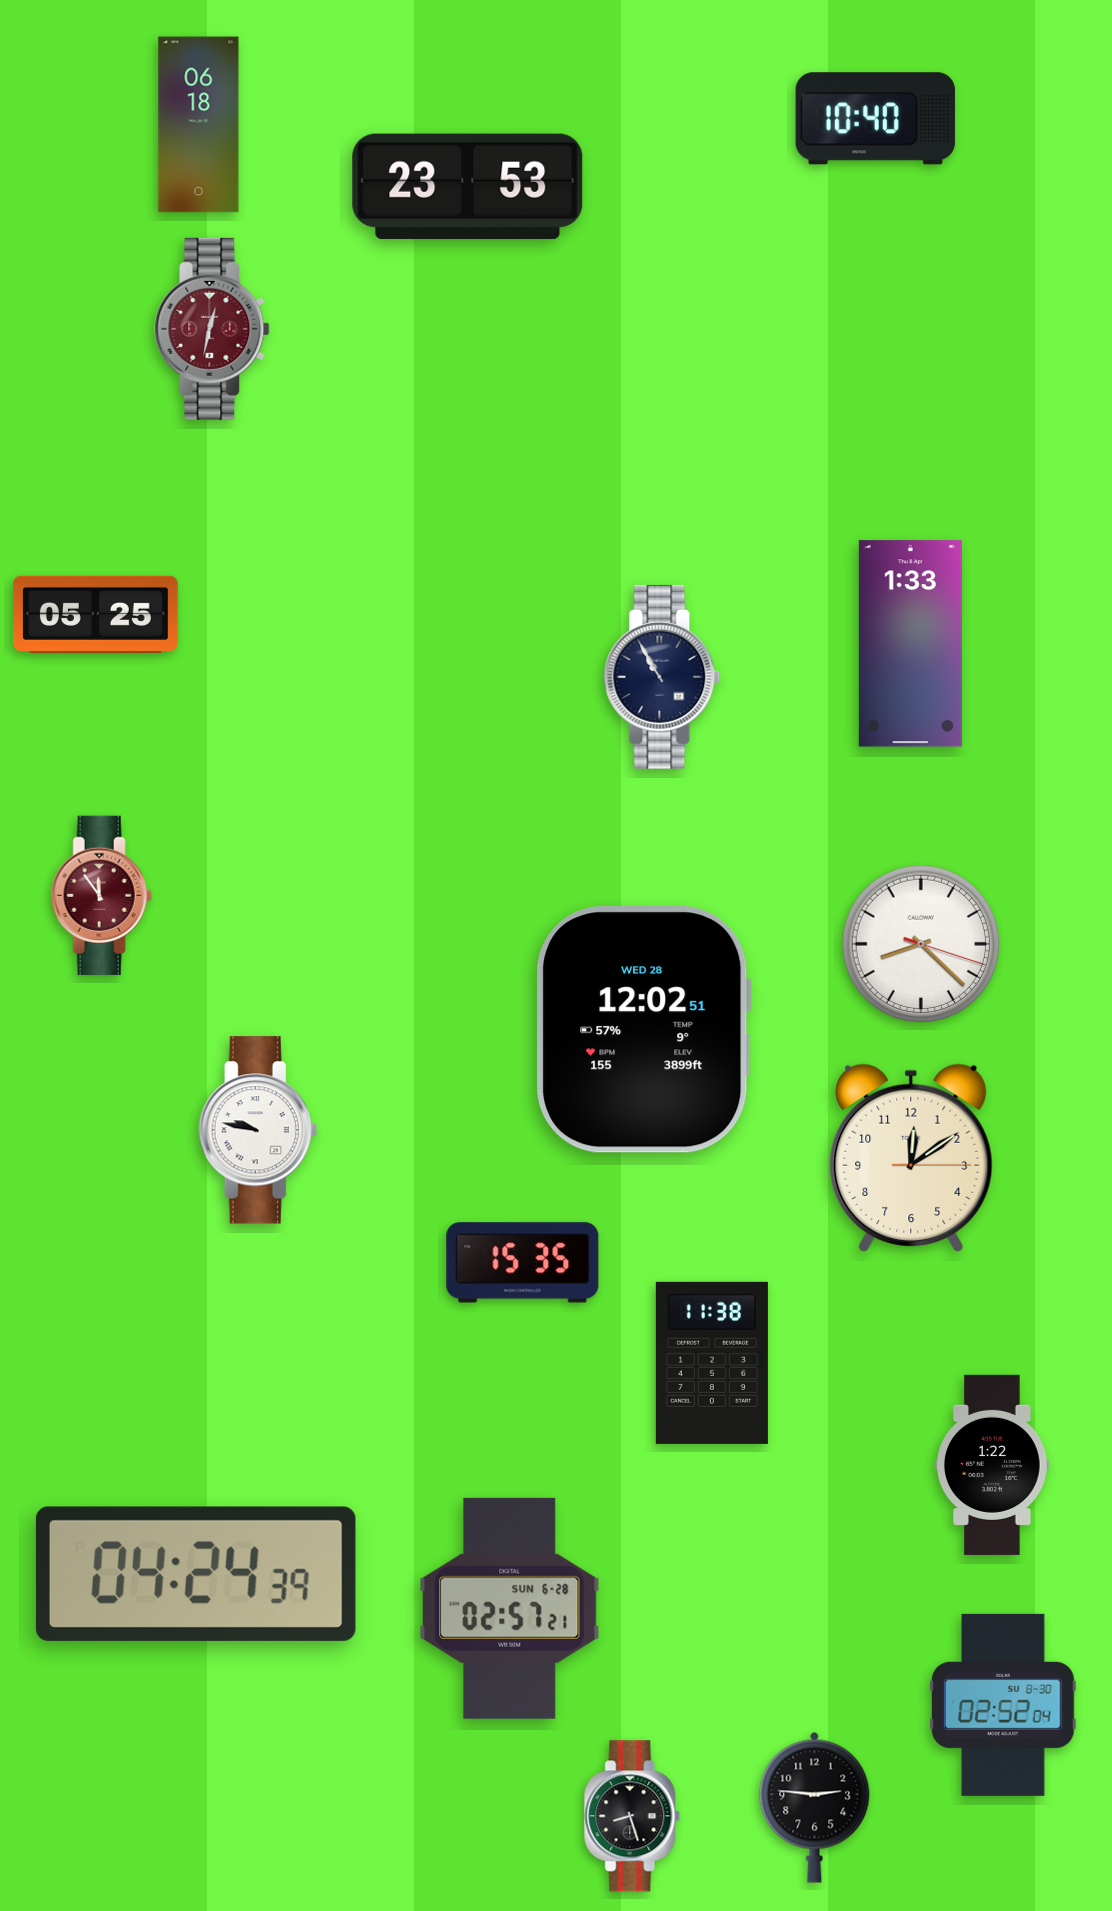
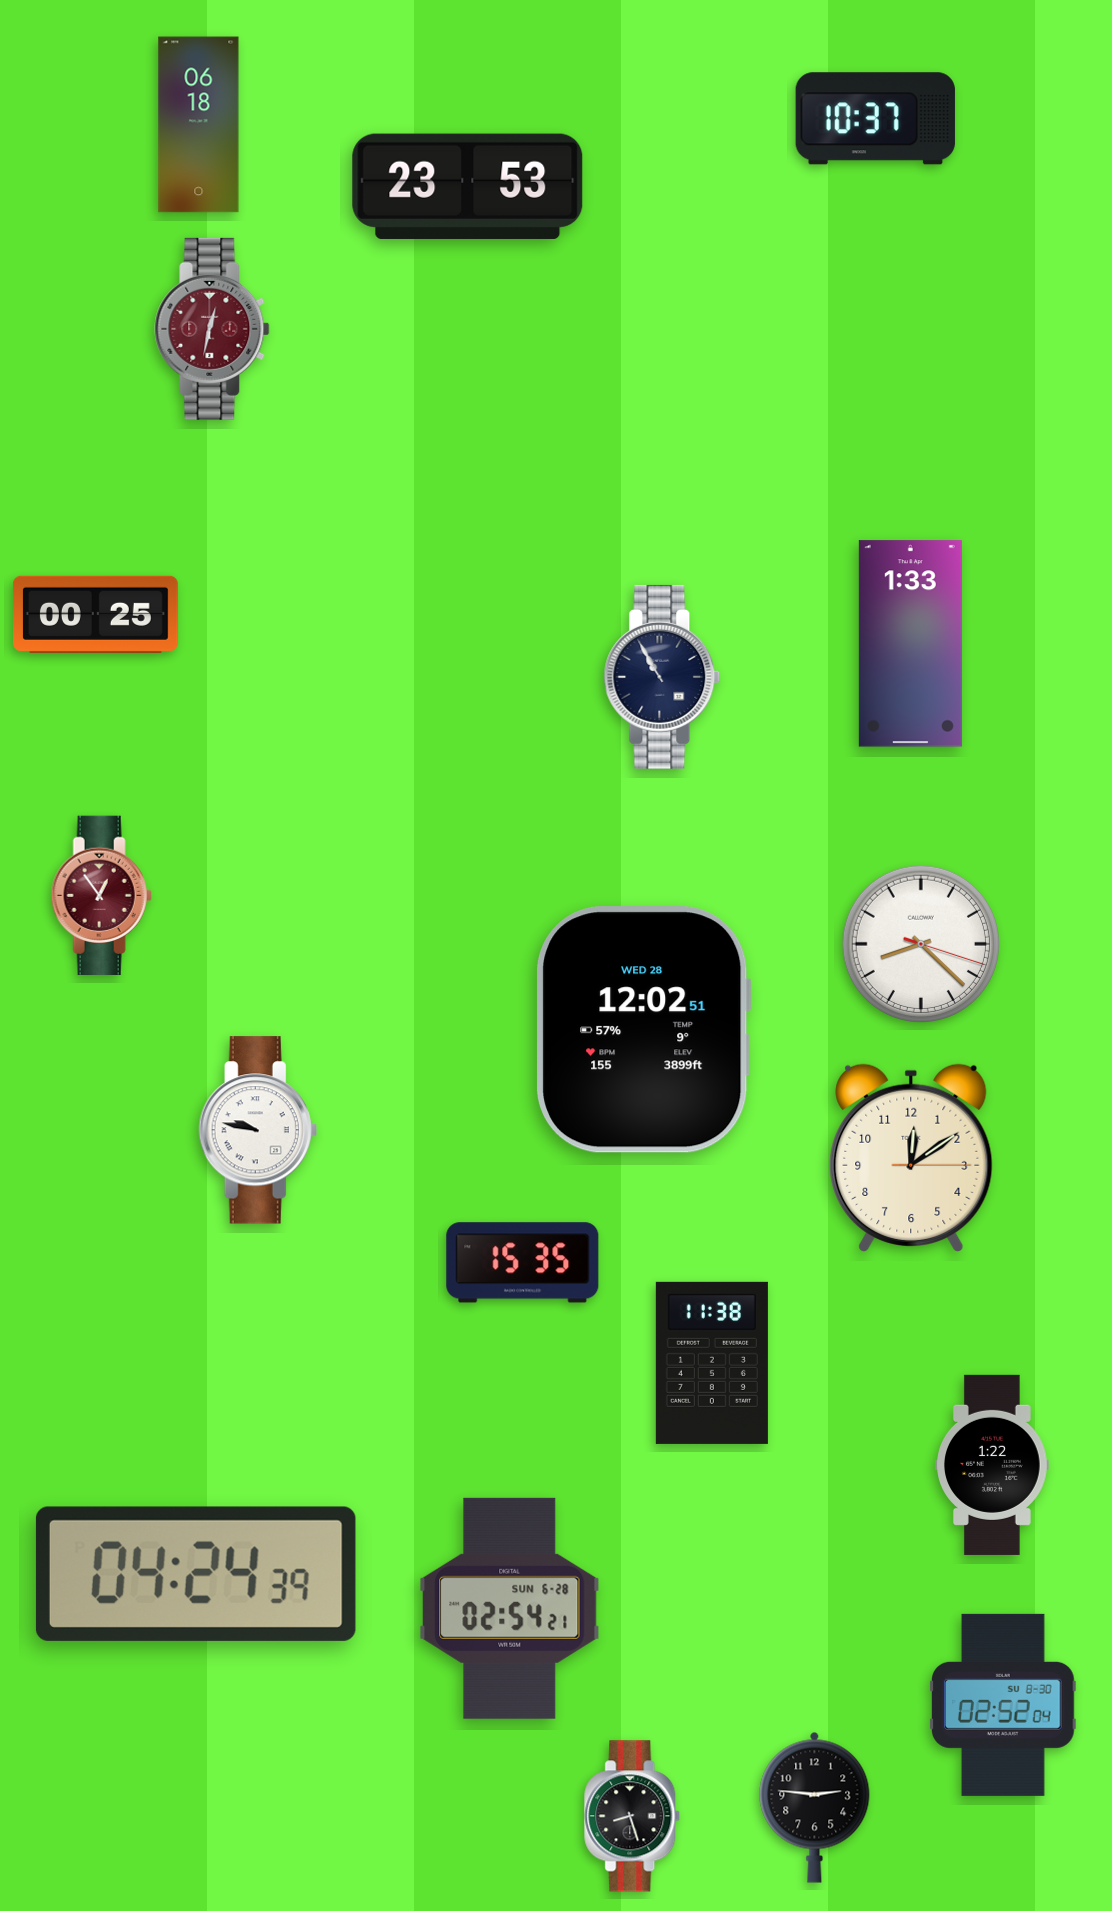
clock at (875, 119): 10:40 -> 10:37
clock at (96, 614): 05:25 -> 00:25
clock at (101, 895): 11:54 -> 12:54
clock at (510, 1608): 02:57 -> 02:54
